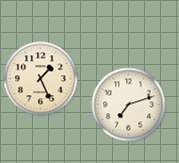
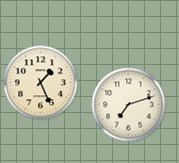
clock at (41, 79) position: (41, 79) -> (41, 83)
